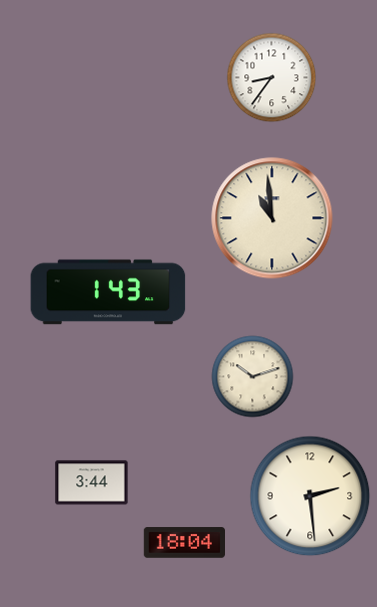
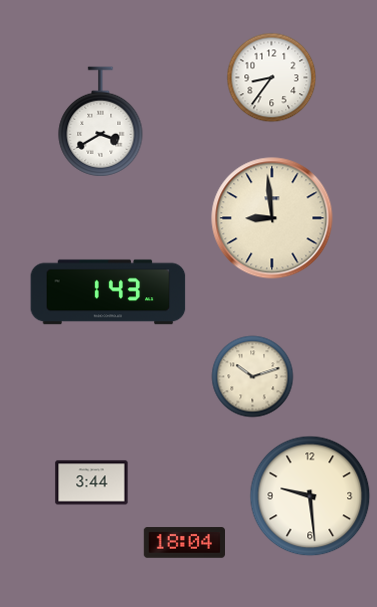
clock at (101, 122): none -> 3:40
clock at (272, 218): 10:59 -> 8:59
clock at (310, 496): 2:29 -> 9:29
